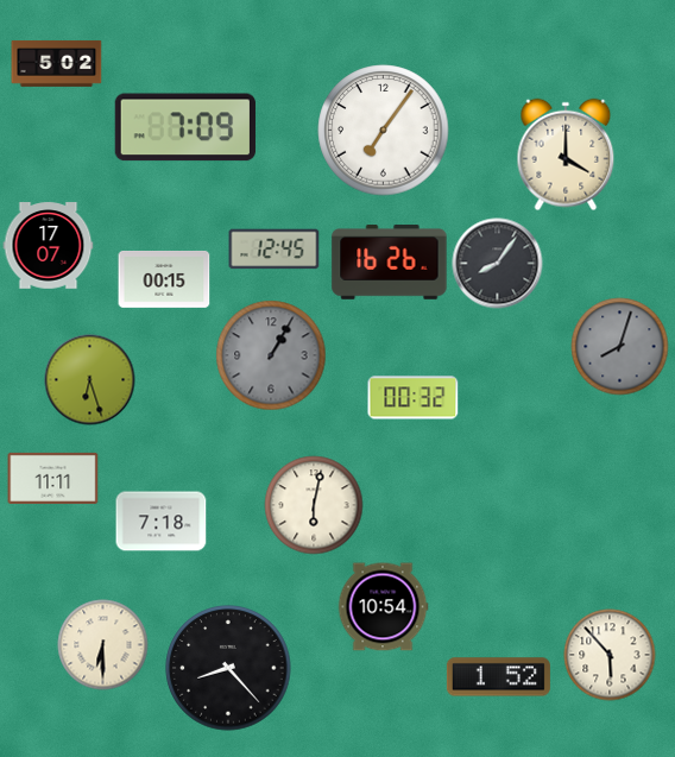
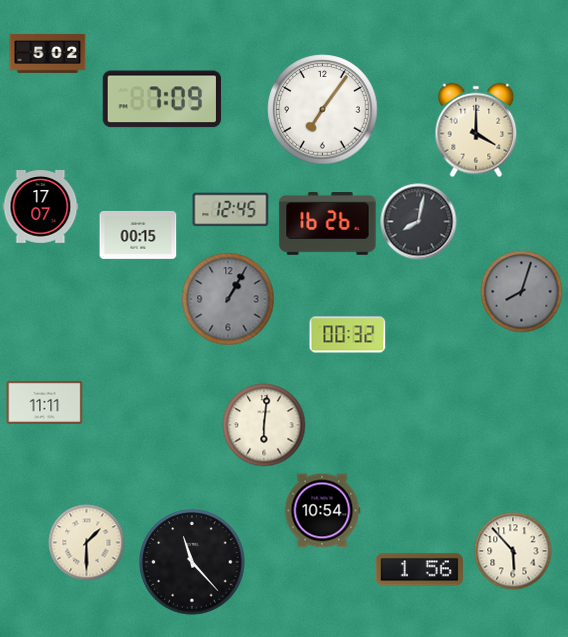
clock at (185, 127) position: (185, 127) -> (162, 99)
clock at (390, 263) position: (390, 263) -> (328, 224)
clock at (498, 264): 8:06 -> 8:02
clock at (90, 380): 6:27 -> none
clock at (314, 505): 6:02 -> 6:01
clock at (162, 522): 7:18 -> none
clock at (103, 645): 6:30 -> 1:30
clock at (228, 668): 8:23 -> 11:23
clock at (498, 677): 1:52 -> 1:56
